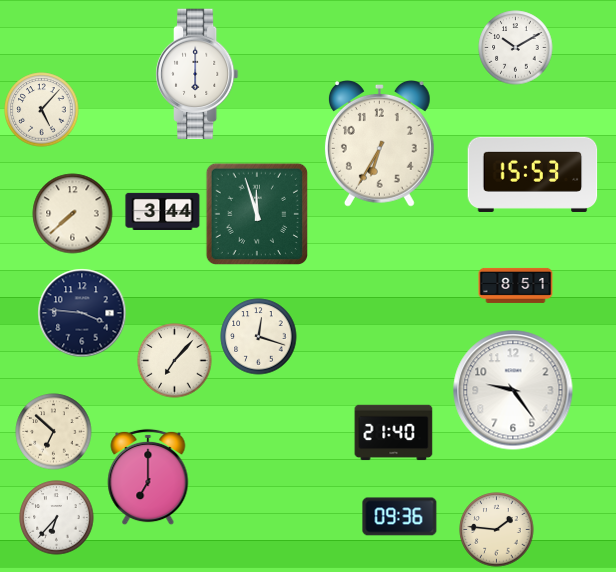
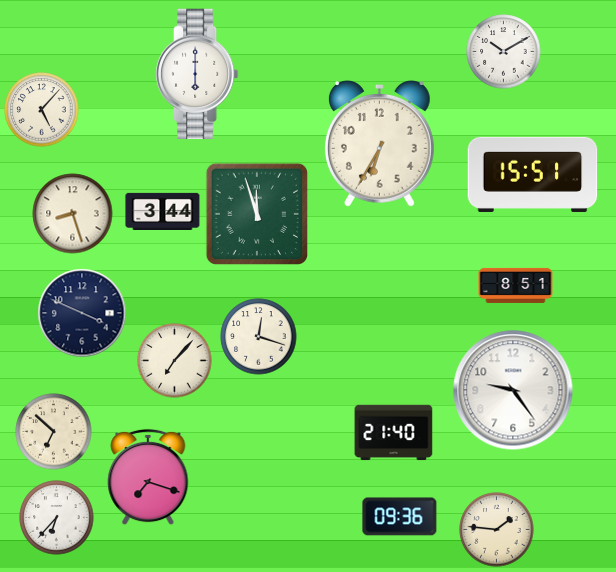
clock at (516, 48) position: (516, 48) -> (504, 52)
clock at (533, 174): 15:53 -> 15:51
clock at (73, 214): 7:38 -> 8:27
clock at (82, 313): 3:46 -> 3:49
clock at (148, 477): 7:00 -> 7:18
